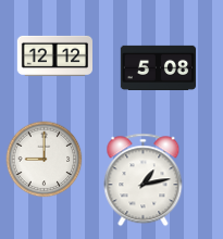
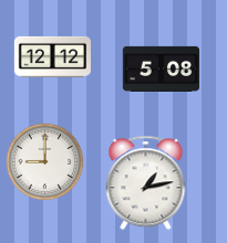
clock at (54, 55) position: (54, 55) -> (52, 56)
